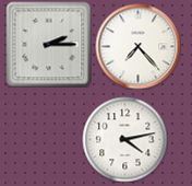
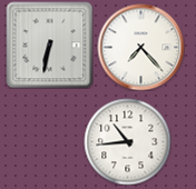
clock at (48, 44): 2:15 -> 6:32
clock at (124, 139): 4:13 -> 10:44
